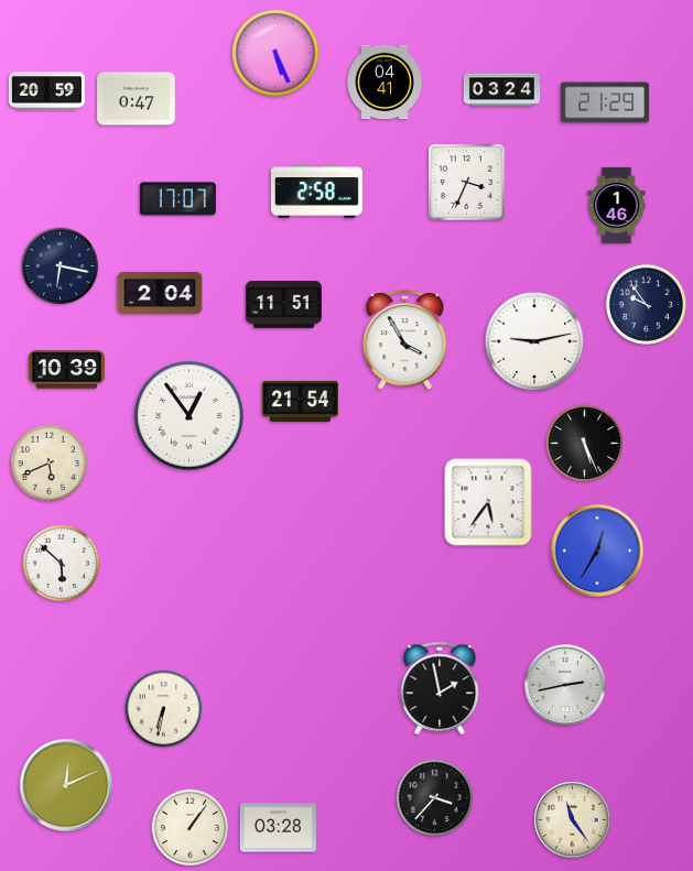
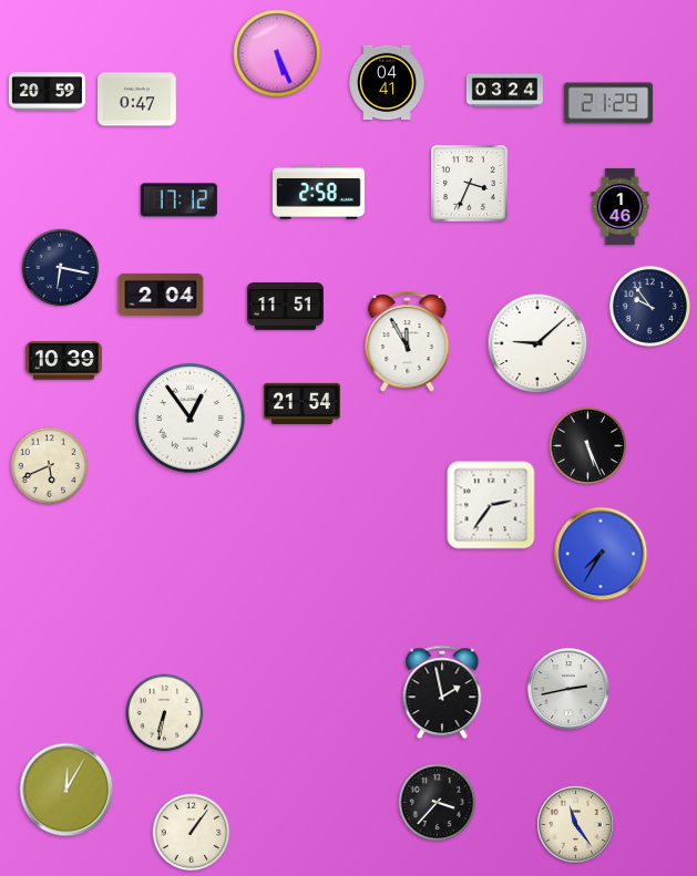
clock at (177, 199): 17:07 -> 17:12
clock at (405, 340): 3:55 -> 11:55
clock at (534, 341): 9:13 -> 9:08
clock at (66, 370) position: (66, 370) -> (63, 361)
clock at (488, 502): 5:36 -> 2:36
clock at (597, 551): 12:35 -> 7:35
clock at (62, 564): 5:52 -> none
clock at (66, 785): 12:11 -> 12:05
clock at (278, 828): 03:28 -> none
